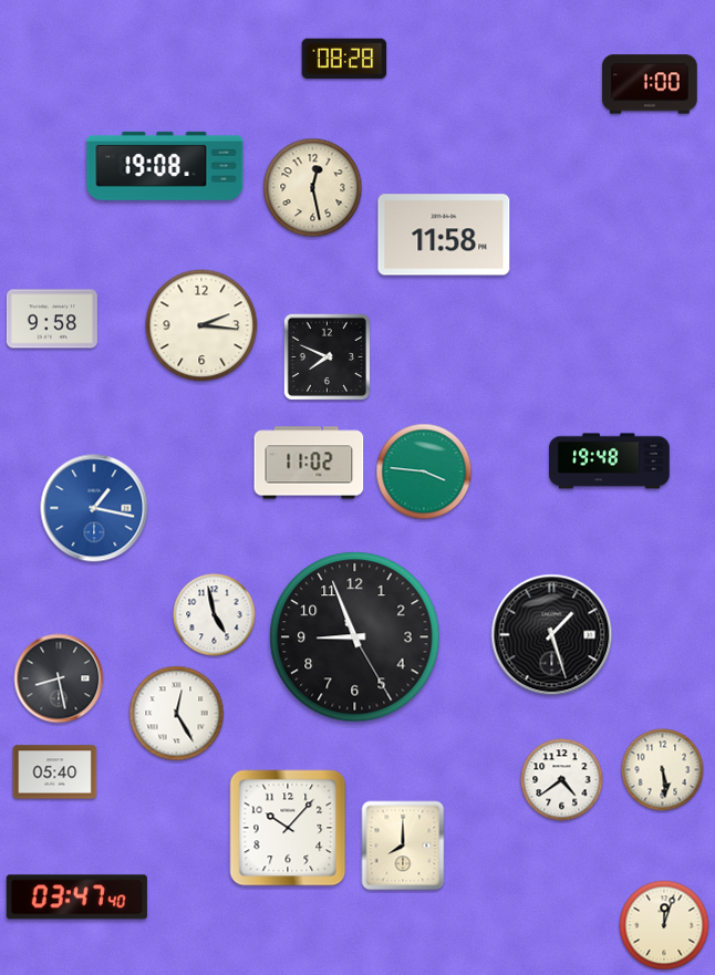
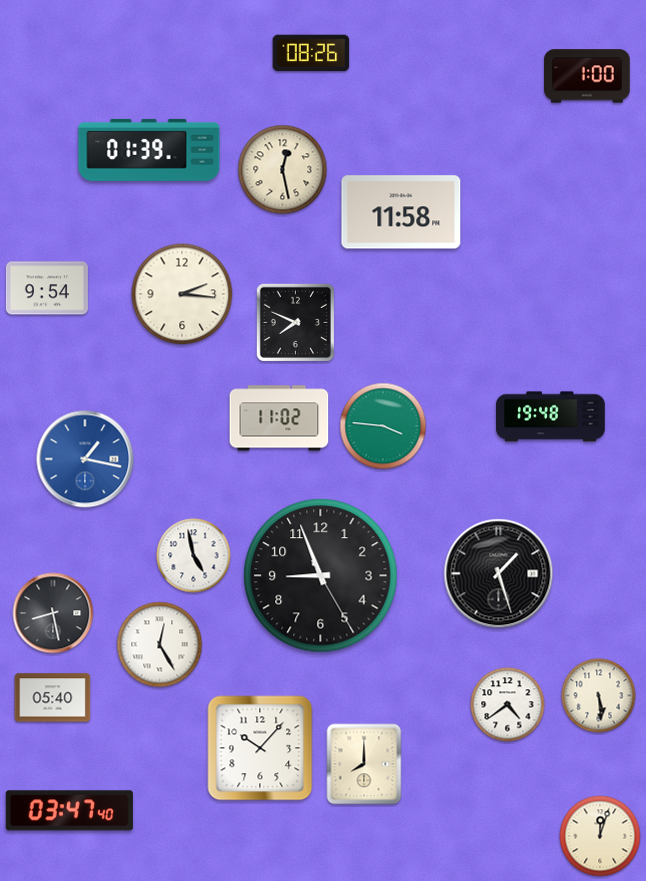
clock at (344, 59): 08:28 -> 08:26
clock at (165, 166): 19:08 -> 01:39
clock at (52, 319): 9:58 -> 9:54
clock at (55, 772) position: (55, 772) -> (53, 698)
